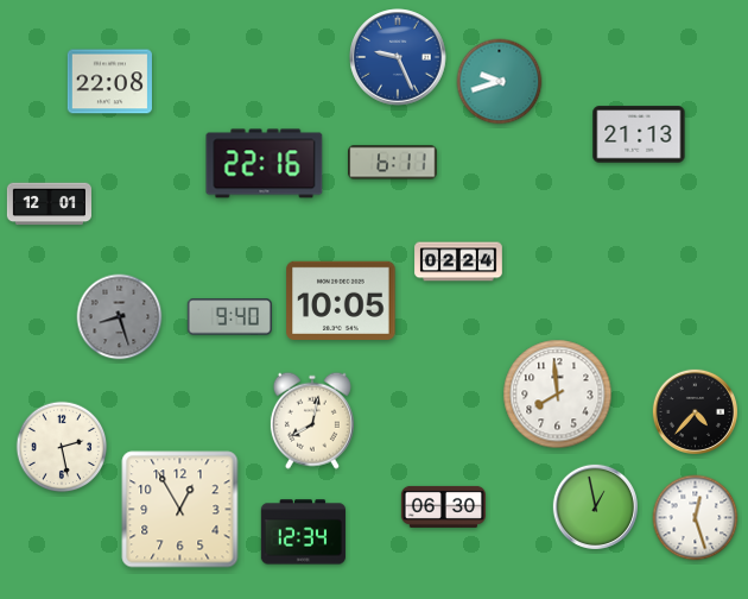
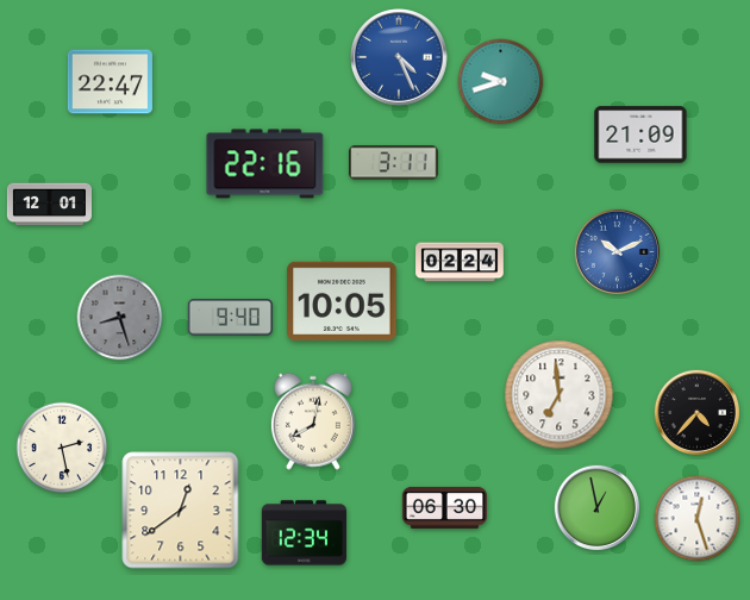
clock at (398, 57): 9:26 -> 4:26
clock at (109, 82): 22:08 -> 22:47
clock at (639, 134): 21:13 -> 21:09
clock at (393, 163): 6:11 -> 3:11
clock at (617, 251): none -> 10:11
clock at (558, 395): 7:59 -> 6:59
clock at (180, 510): 12:55 -> 12:39
